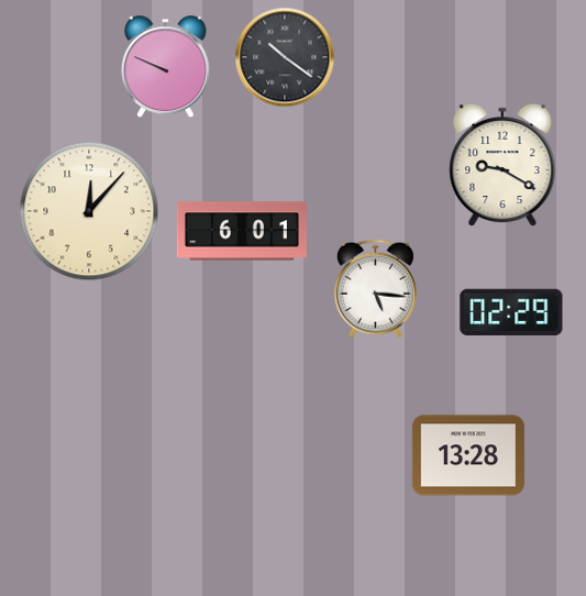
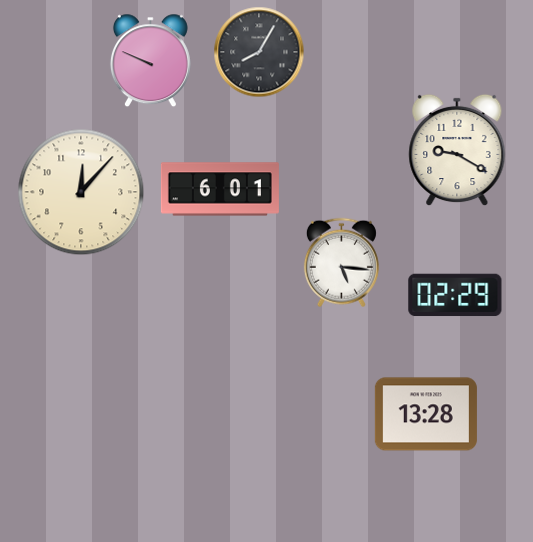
clock at (285, 57): 10:21 -> 8:05
clock at (242, 231) position: (242, 231) -> (220, 189)
clock at (511, 312) position: (511, 312) -> (455, 295)
